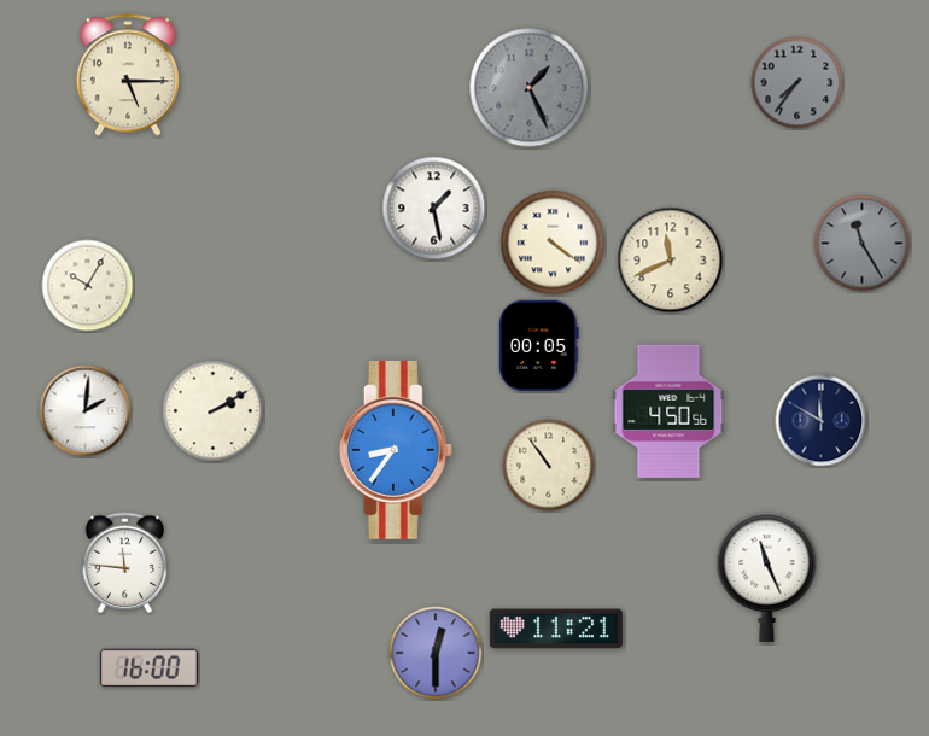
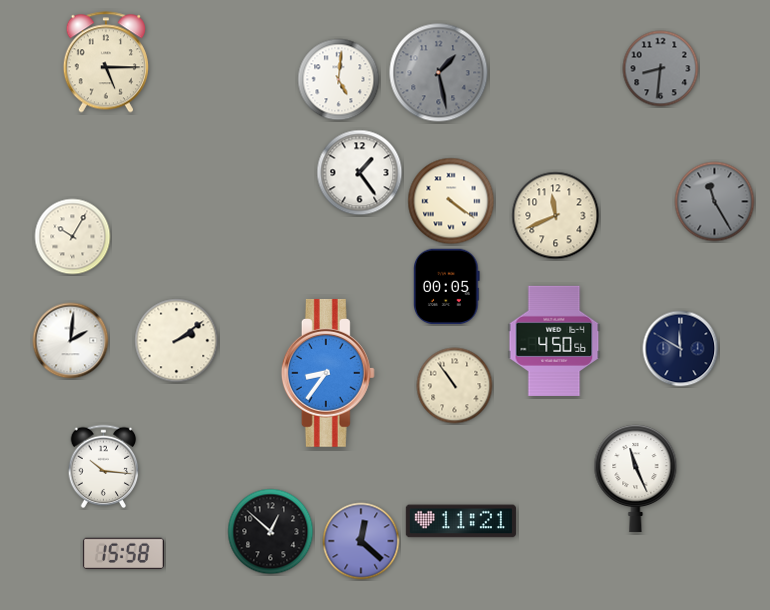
clock at (797, 83): 7:36 -> 8:31
clock at (530, 88): 1:26 -> 1:28
clock at (339, 80): none -> 5:01
clock at (434, 209): 1:28 -> 1:24
clock at (553, 243) position: (553, 243) -> (451, 201)
clock at (214, 411): 2:10 -> 2:09
clock at (125, 563): 11:46 -> 10:16
clock at (271, 532): none -> 12:52
clock at (436, 653): 12:30 -> 12:22
clock at (148, 668): 16:00 -> 15:58
